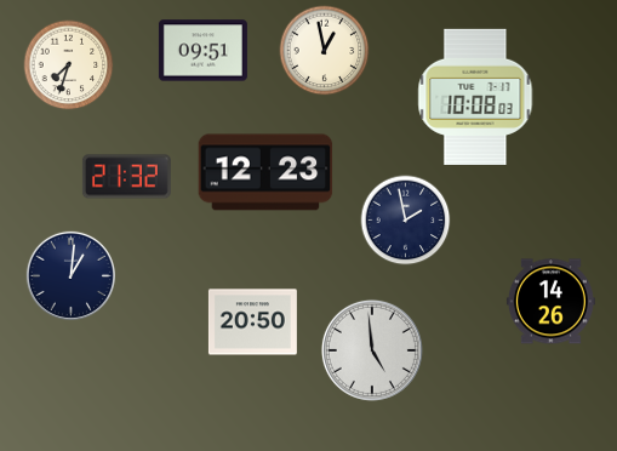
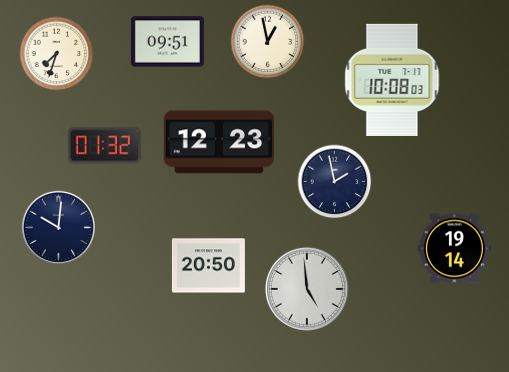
clock at (126, 177): 21:32 -> 01:32
clock at (70, 275): 1:01 -> 10:01
clock at (550, 302): 14:26 -> 19:14
